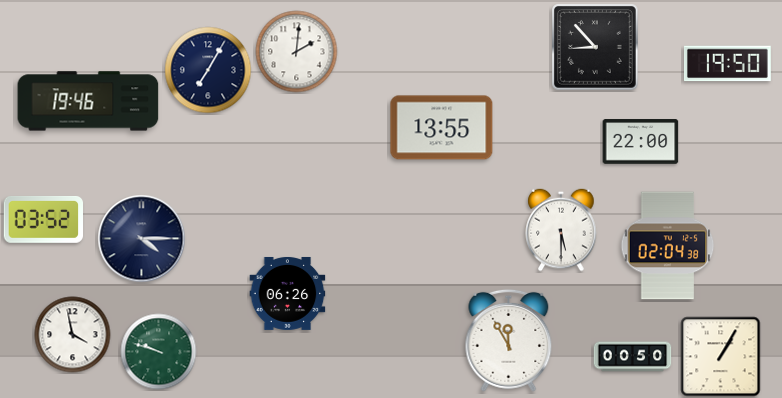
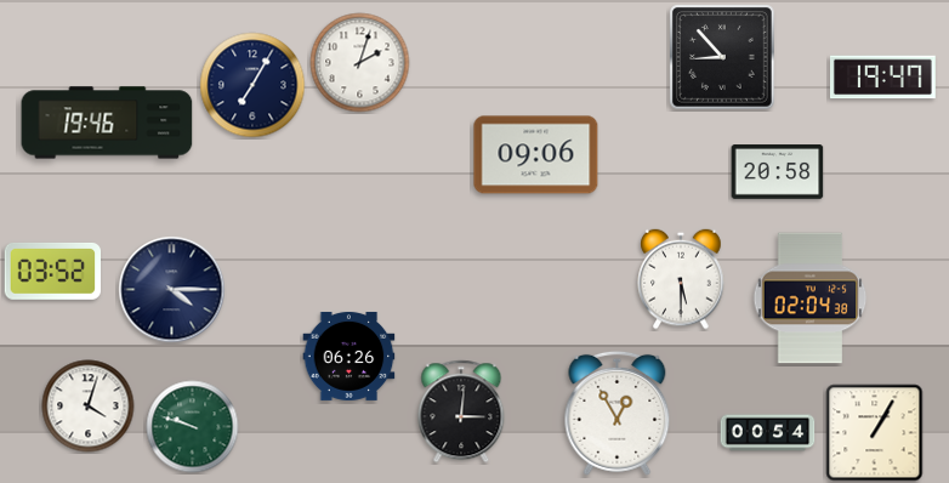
clock at (297, 52): 2:01 -> 2:03
clock at (728, 64): 19:50 -> 19:47
clock at (442, 128): 13:55 -> 09:06
clock at (641, 142): 22:00 -> 20:58
clock at (44, 219) position: (44, 219) -> (53, 271)
clock at (73, 335): 3:58 -> 4:03
clock at (461, 411): none -> 3:01
clock at (509, 340): 11:55 -> 12:55
clock at (633, 357): 00:50 -> 00:54
